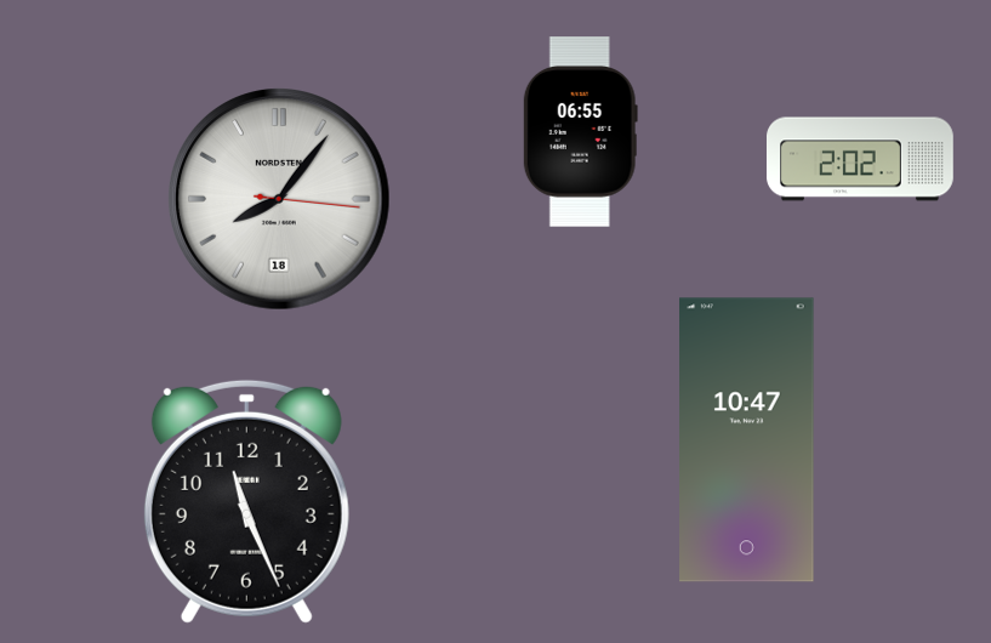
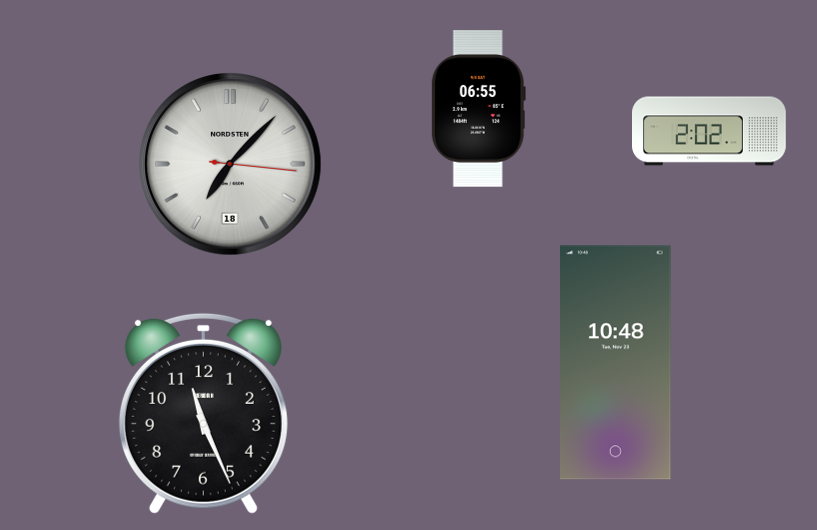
clock at (279, 199): 8:06 -> 7:07
clock at (747, 440): 10:47 -> 10:48
